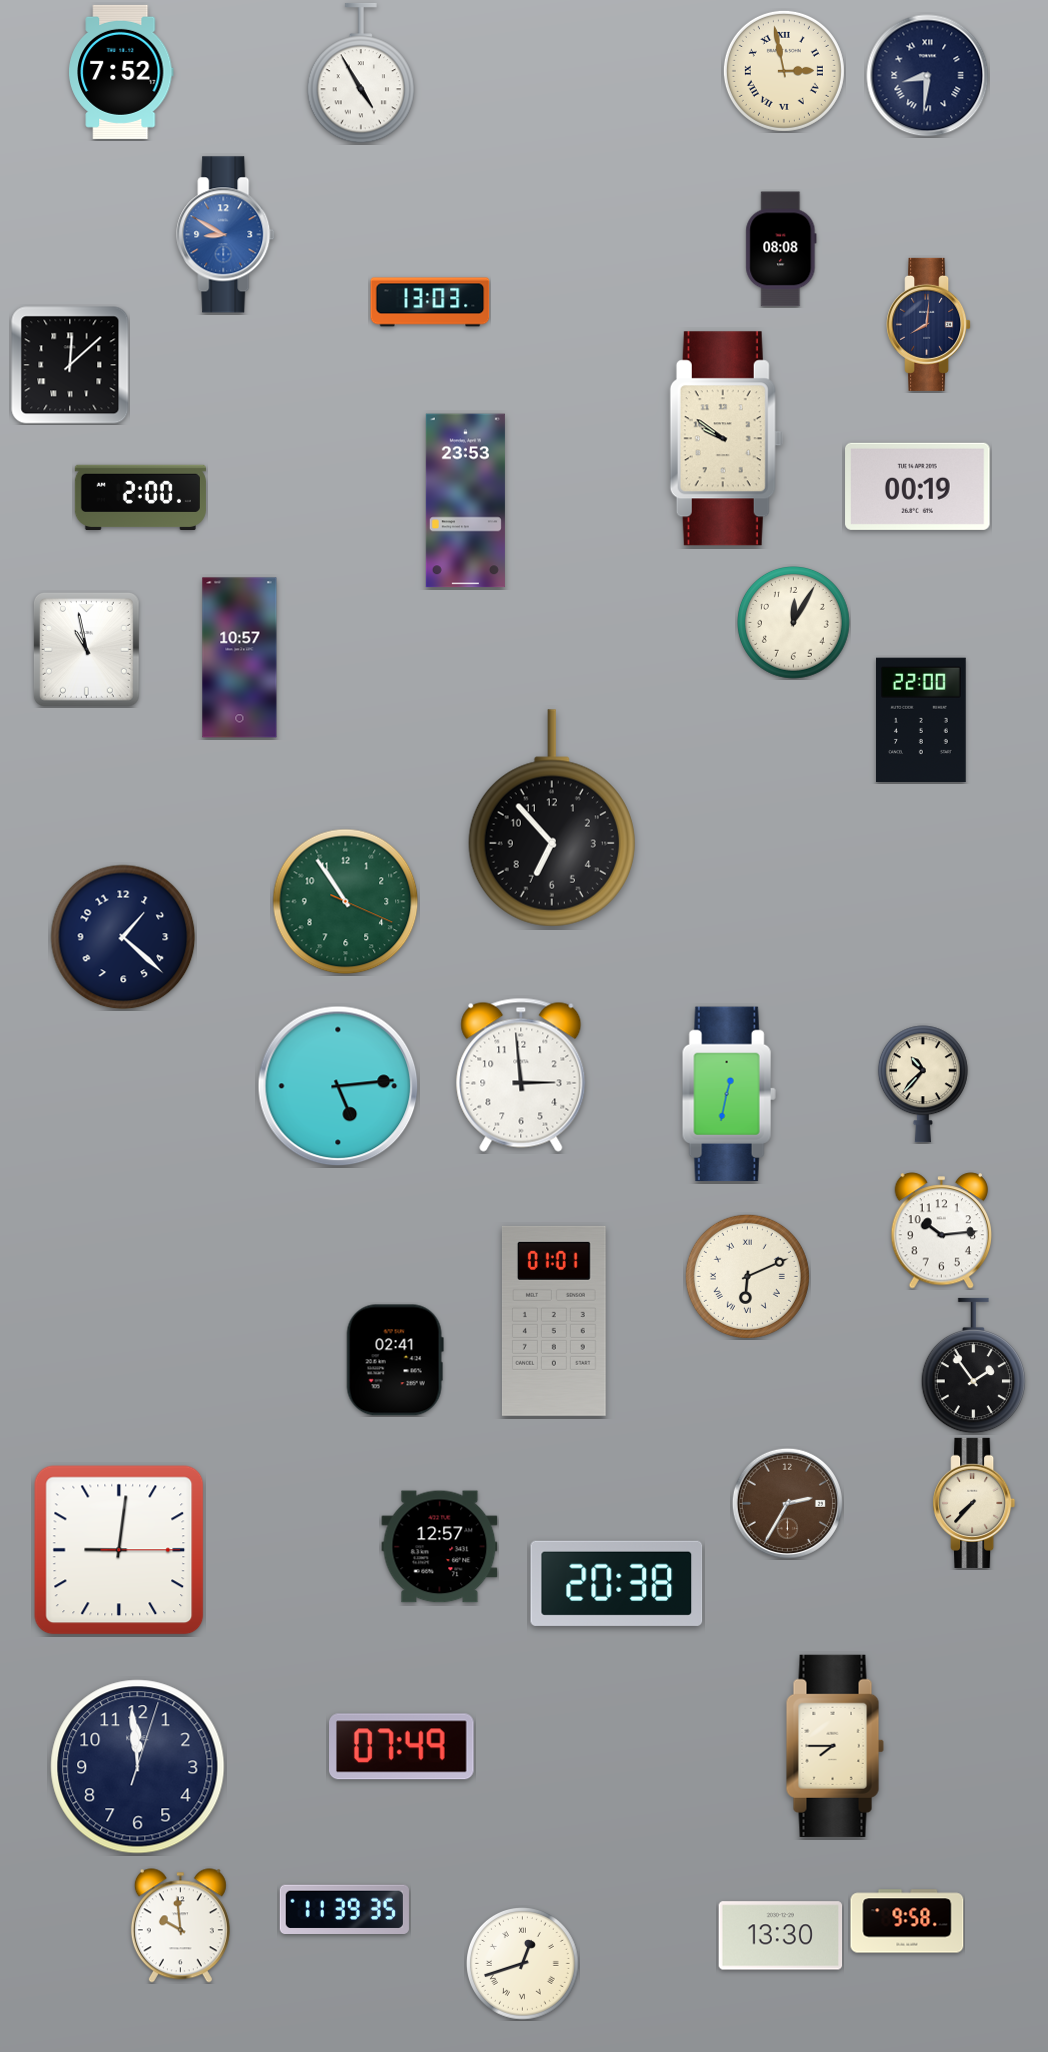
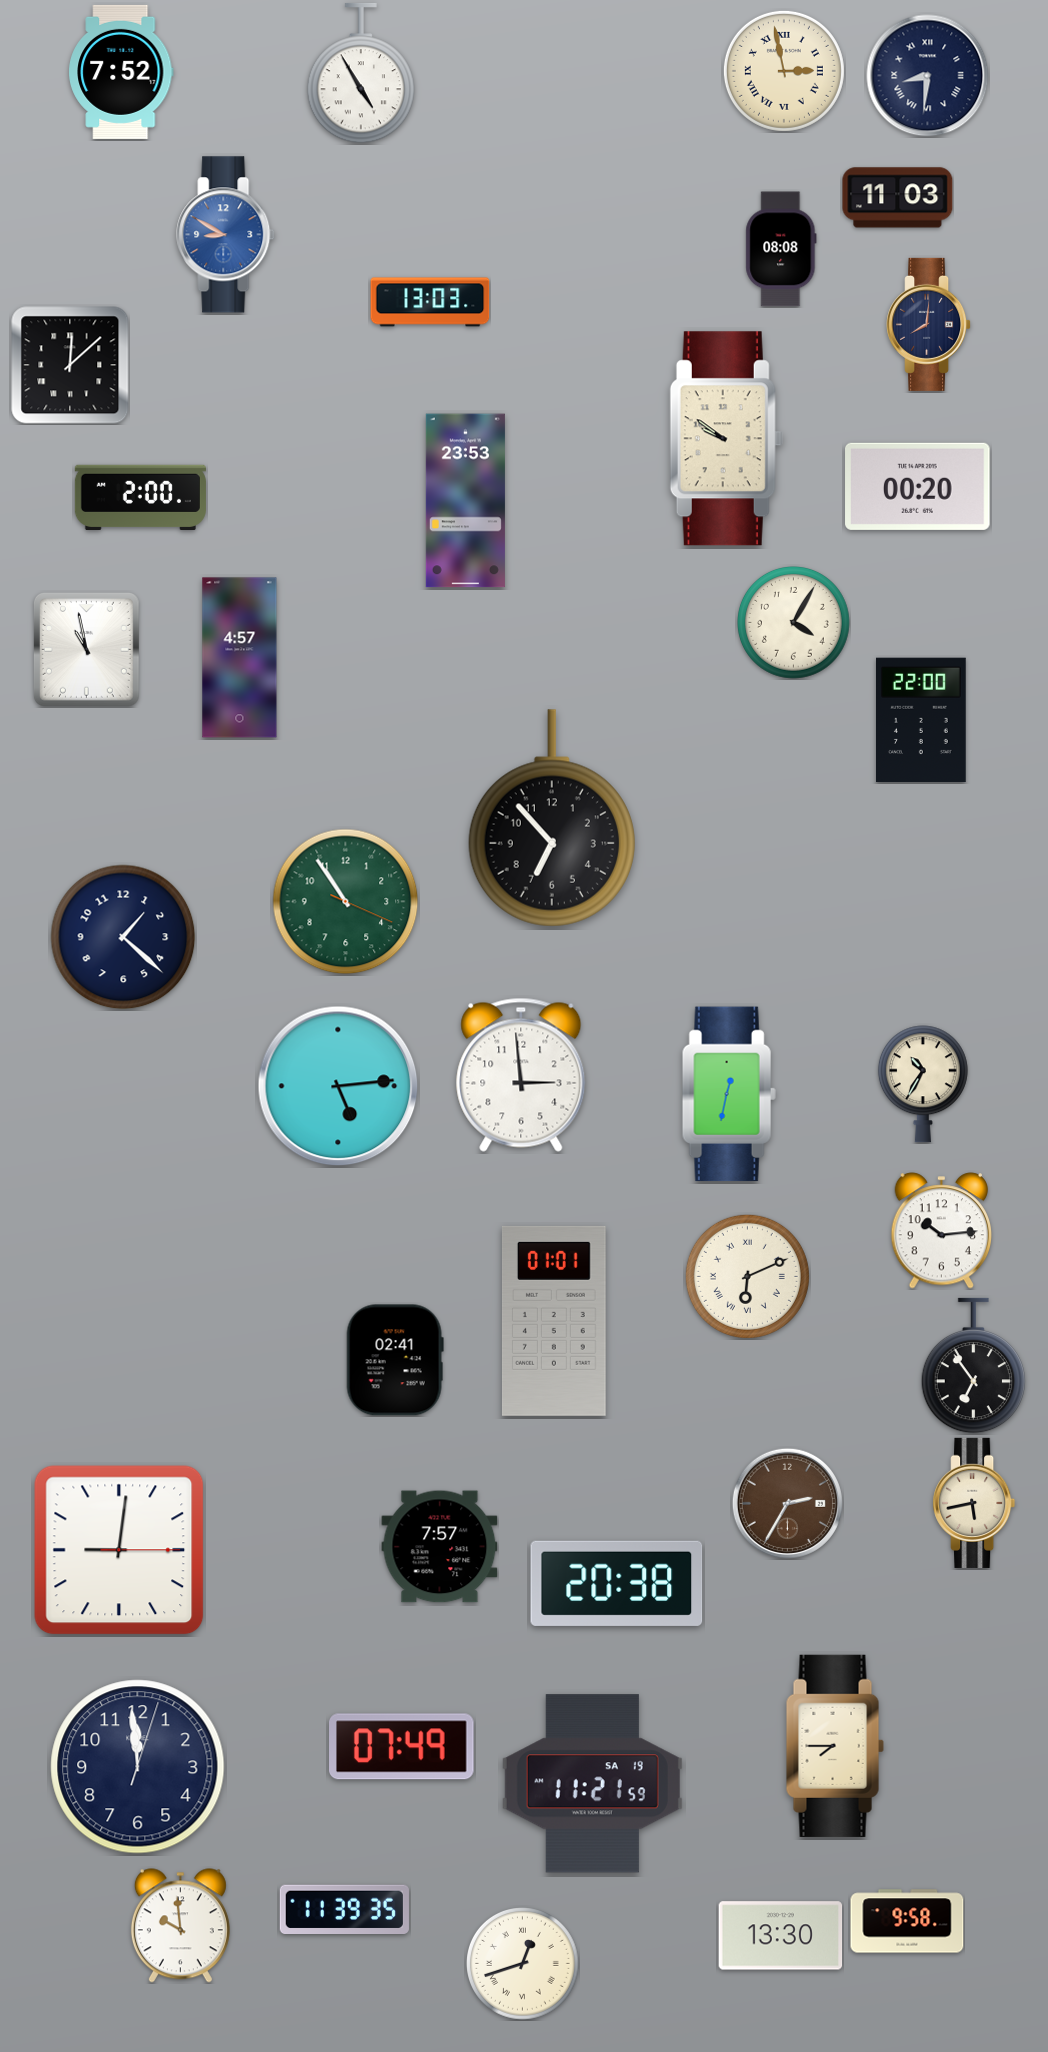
clock at (898, 198): none -> 11:03
clock at (918, 486): 00:19 -> 00:20
clock at (794, 623): 12:05 -> 4:05
clock at (240, 658): 10:57 -> 4:57
clock at (923, 1084): 10:37 -> 10:35
clock at (973, 1366): 1:54 -> 6:54
clock at (974, 1503): 7:37 -> 5:43
clock at (440, 1547): 12:57 -> 7:57
clock at (592, 1784): none -> 11:21
